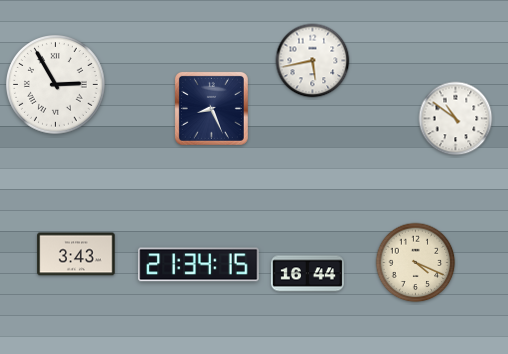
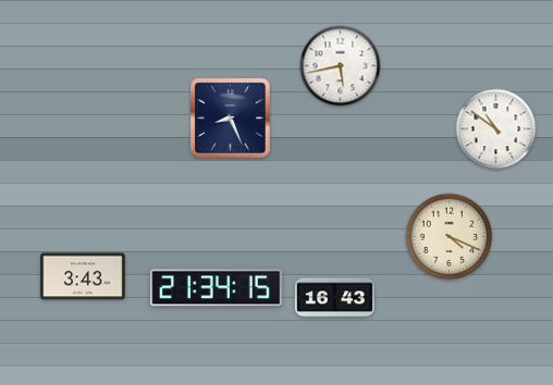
clock at (56, 85): 2:55 -> none
clock at (416, 263) position: (416, 263) -> (450, 237)
clock at (307, 274): 16:44 -> 16:43
